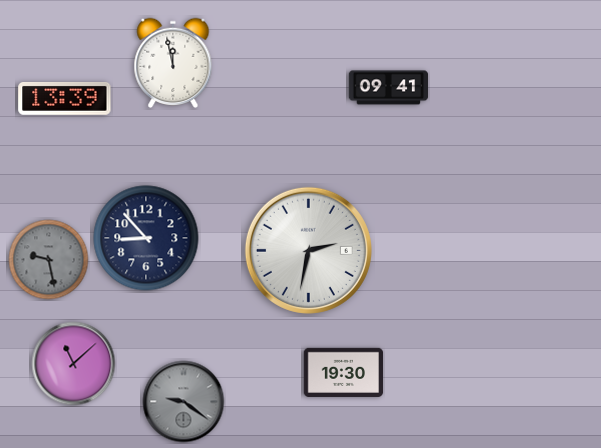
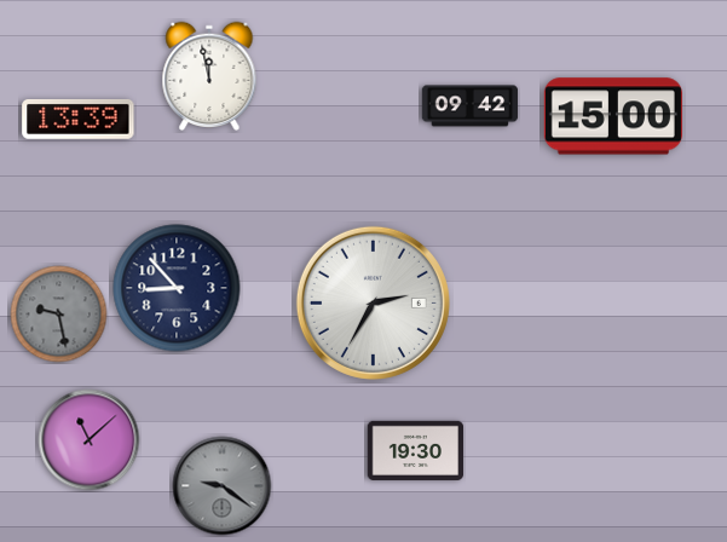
clock at (389, 88): 09:41 -> 09:42
clock at (613, 116): none -> 15:00
clock at (308, 250): 2:32 -> 2:35
